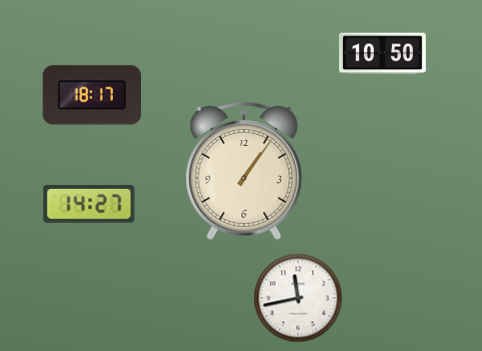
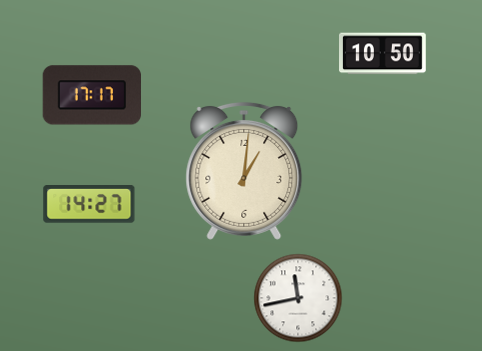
clock at (91, 95): 18:17 -> 17:17
clock at (244, 171): 1:06 -> 1:01
